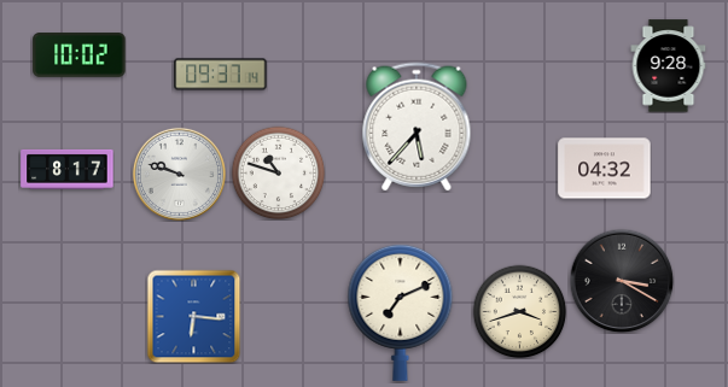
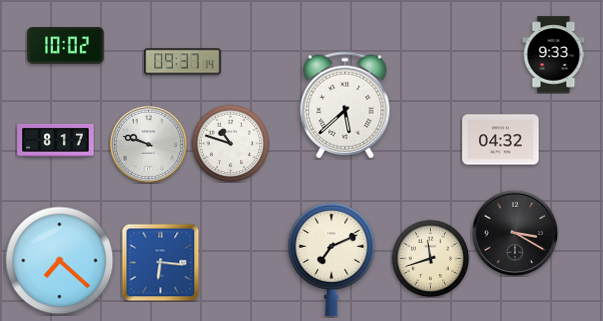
clock at (669, 66): 9:28 -> 9:33
clock at (417, 127): 5:37 -> 5:38
clock at (519, 311): 3:42 -> 11:42
clock at (60, 261): none -> 7:22
